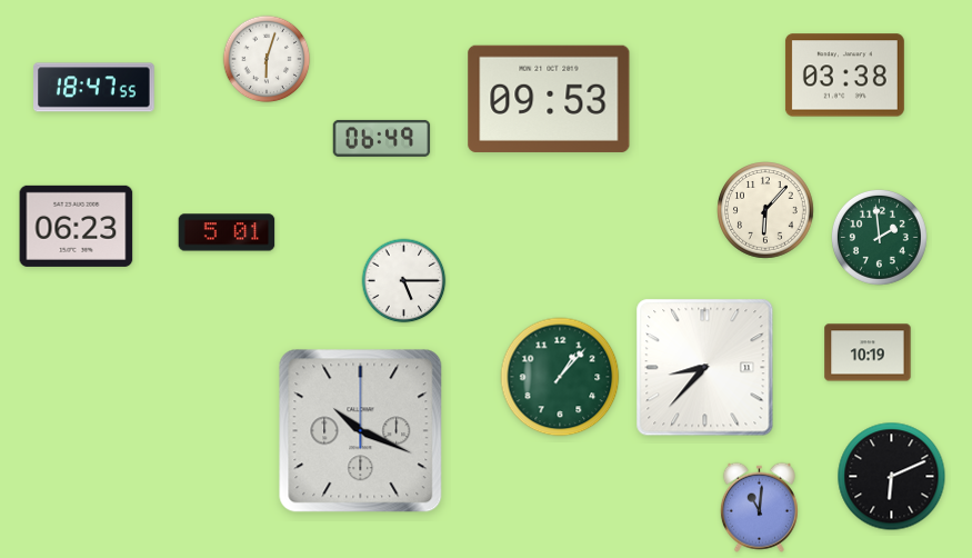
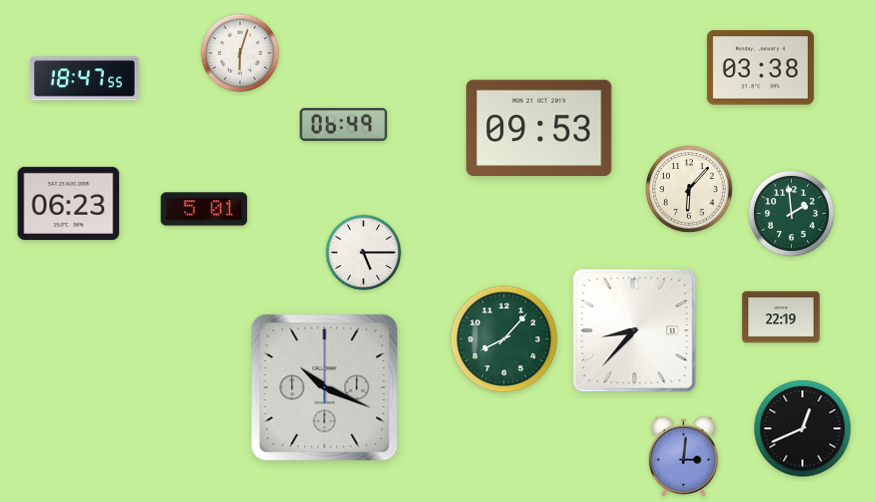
clock at (549, 99) position: (549, 99) -> (539, 128)
clock at (868, 352): 10:19 -> 22:19
clock at (560, 377): 1:07 -> 8:07
clock at (892, 477): 6:11 -> 12:41
clock at (759, 507): 11:01 -> 3:01
